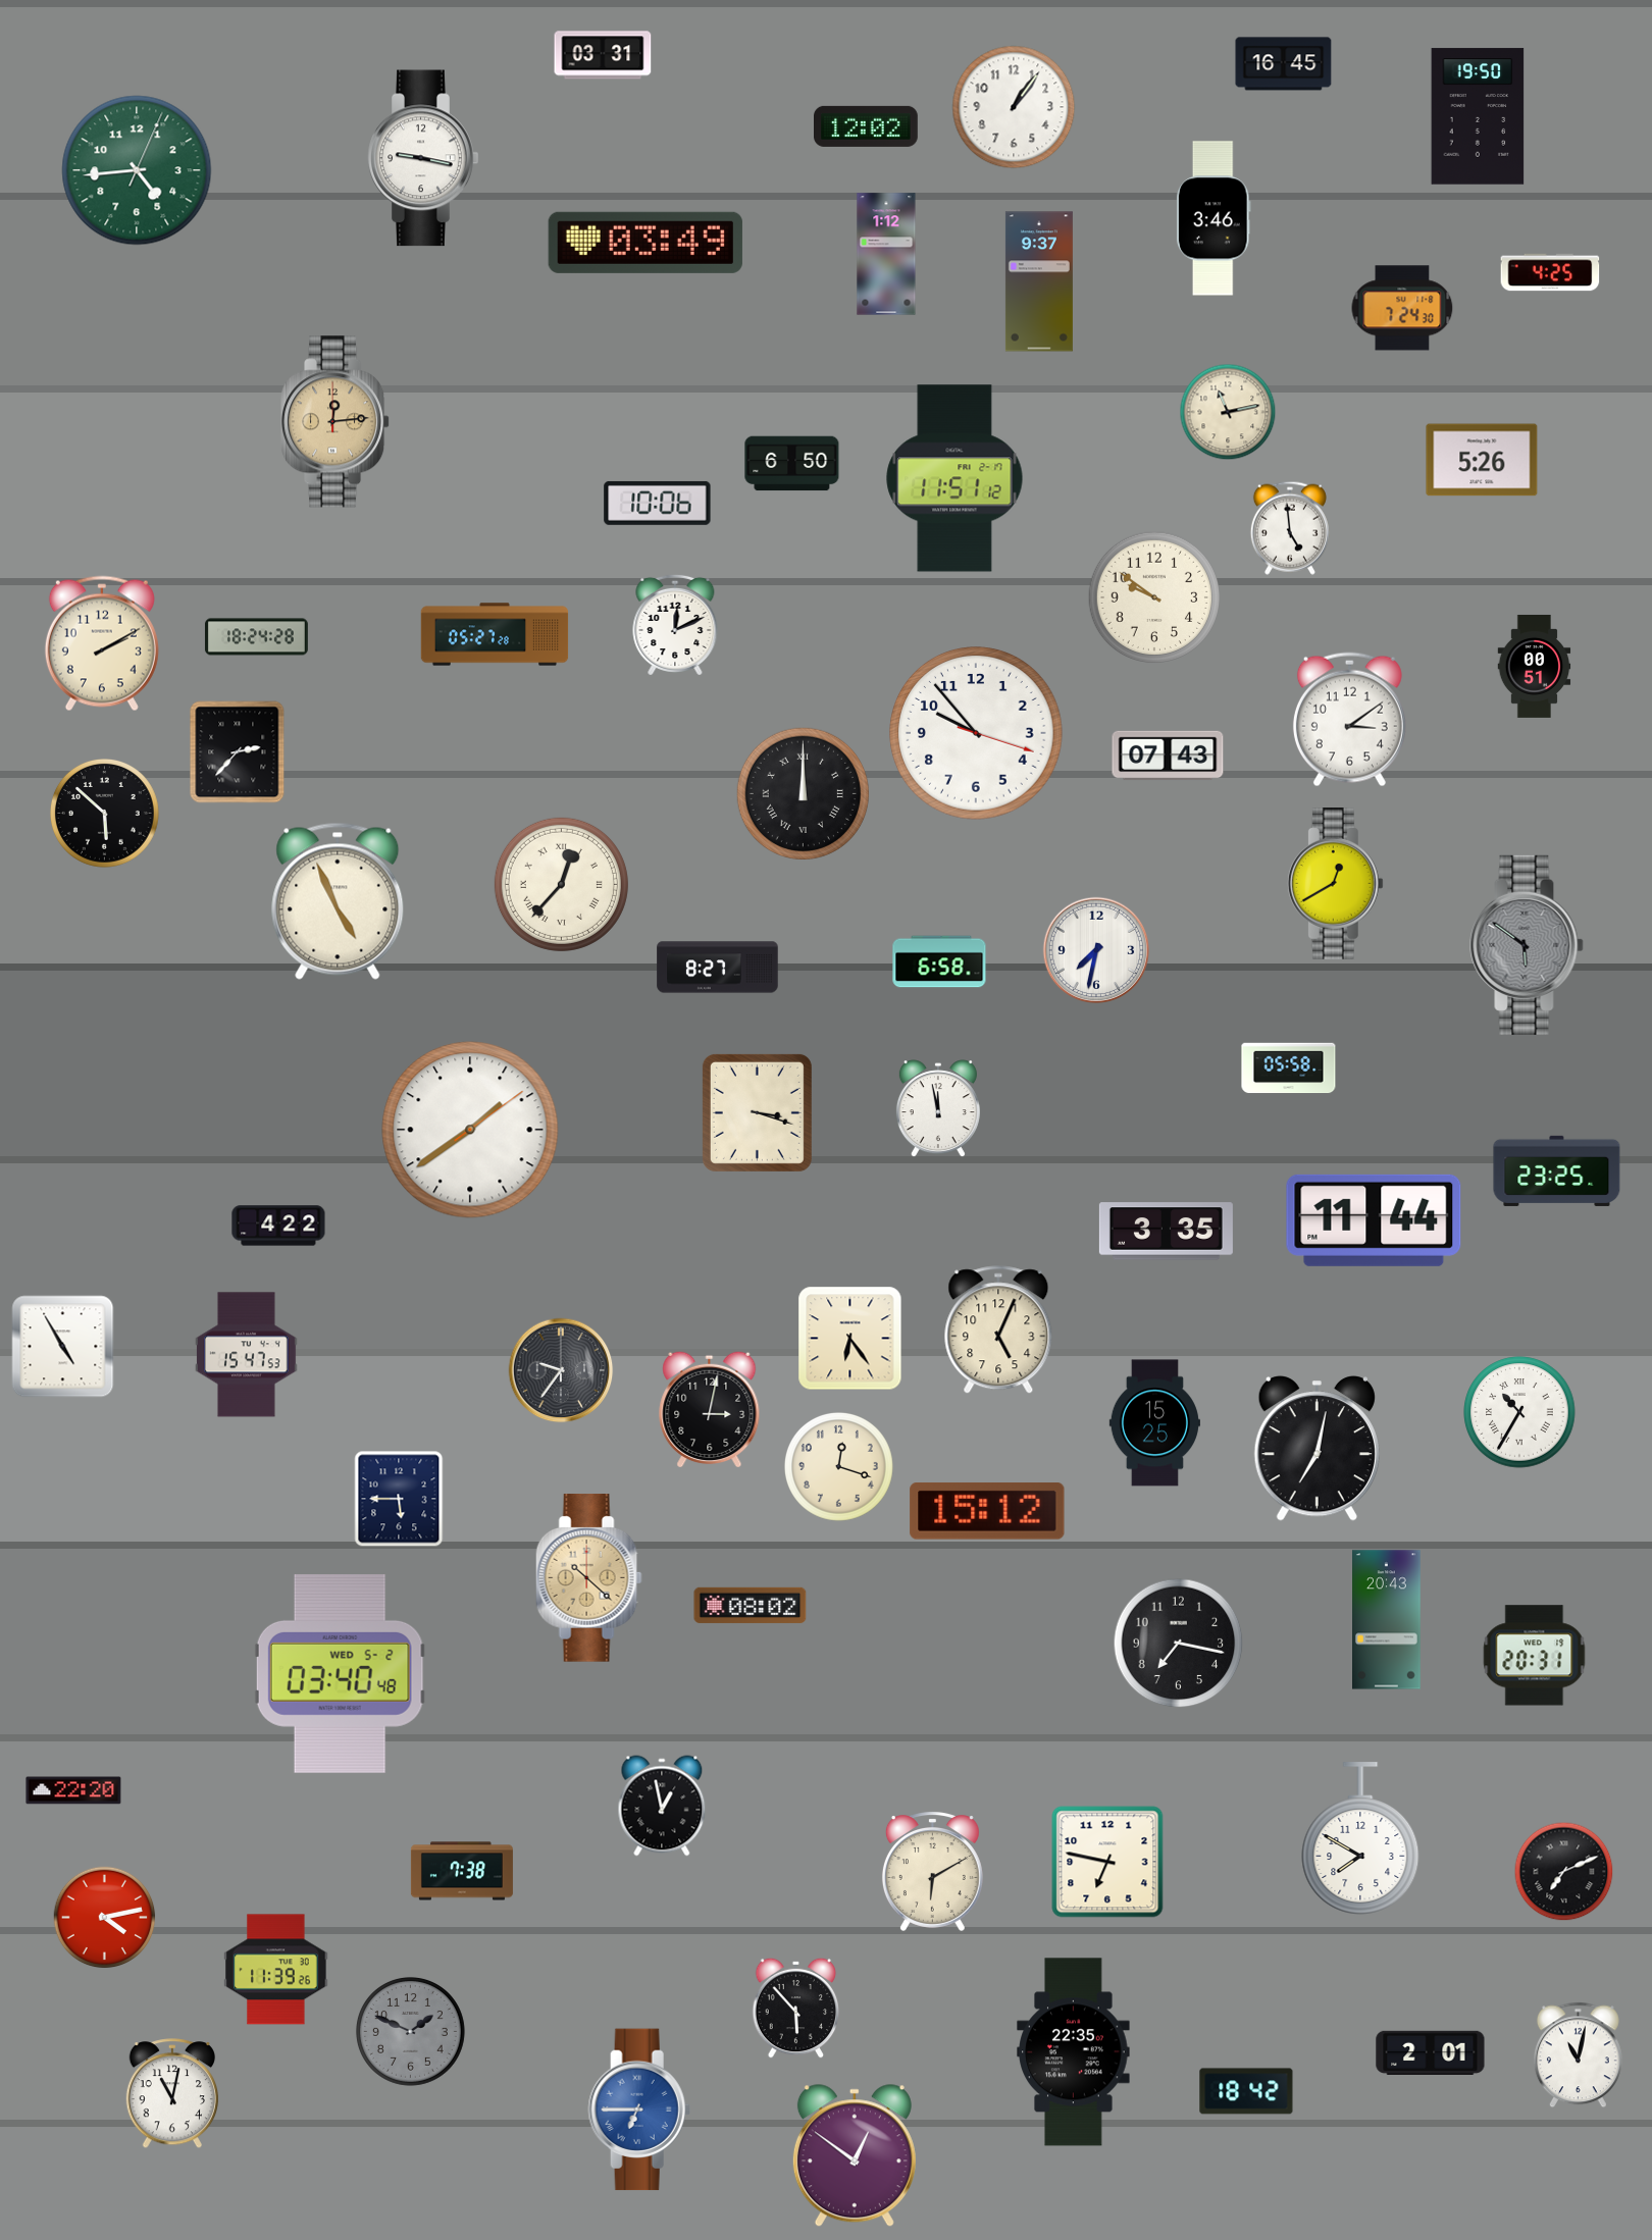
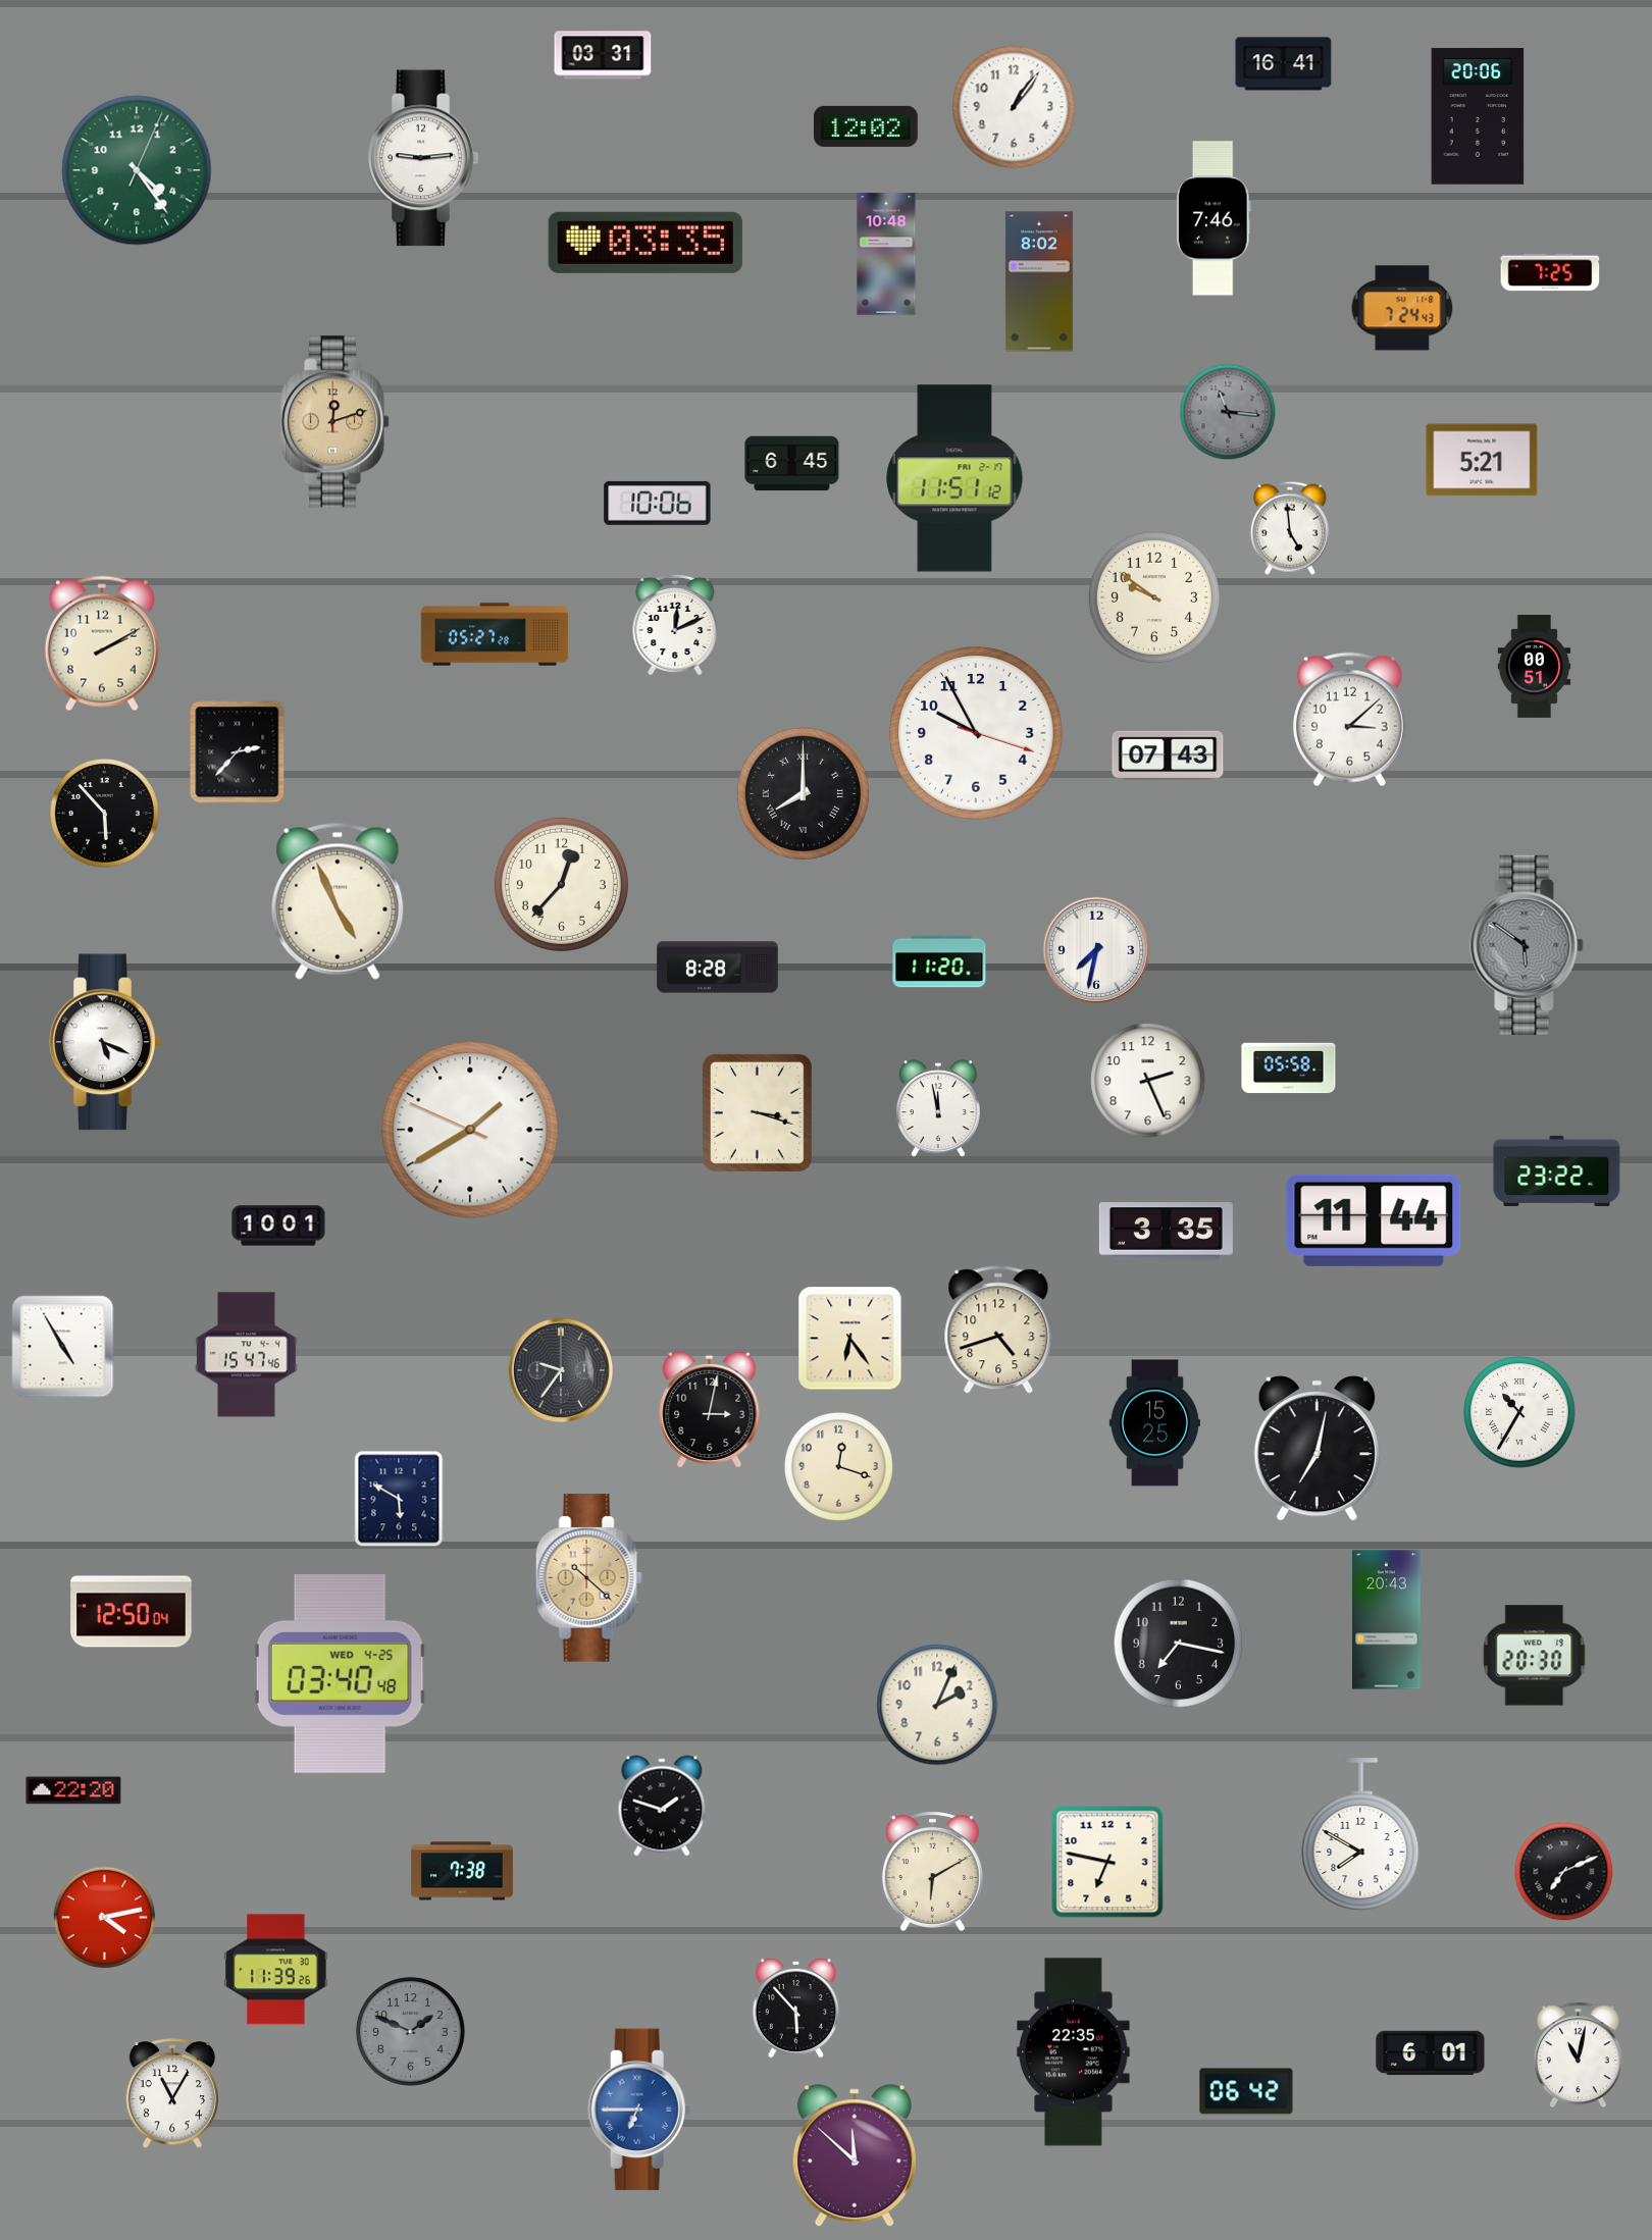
clock at (1284, 64): 16:45 -> 16:41
clock at (1478, 116): 19:50 -> 20:06
clock at (423, 158): 9:17 -> 9:14
clock at (137, 170): 4:44 -> 4:24
clock at (1214, 218): 3:46 -> 7:46
clock at (646, 243): 03:49 -> 03:35
clock at (886, 254): 1:12 -> 10:48
clock at (1550, 272): 4:25 -> 7:25
clock at (1039, 281): 9:37 -> 8:02
clock at (1402, 308): 7:24:30 -> 7:24:43
clock at (1228, 412): 11:13 -> 11:16
clock at (1228, 412) dial: cream -> grey
clock at (337, 422): 12:14 -> 12:12
clock at (1482, 460): 5:26 -> 5:21
clock at (792, 464): 6:50 -> 6:45
clock at (256, 637): 18:24 -> none
clock at (1349, 720): 3:09 -> 3:08
clock at (976, 733): 9:53 -> 9:55
clock at (803, 793): 12:00 -> 8:00
clock at (104, 813): 5:52 -> 5:53
clock at (561, 884) numerals: Roman -> Arabic
clock at (1335, 884): 12:40 -> none
clock at (939, 961): 6:58 -> 11:20
clock at (718, 968): 8:27 -> 8:28
clock at (105, 1042): none -> 5:19
clock at (1148, 1081): none -> 2:26
clock at (470, 1130): 1:39:09 -> 1:39:49
clock at (1557, 1170): 23:25 -> 23:22
clock at (278, 1226): 4:22 -> 10:01
clock at (998, 1331): 5:04 -> 4:42
clock at (247, 1355): 15:47:53 -> 15:47:46
clock at (399, 1499): 5:45 -> 5:50
clock at (987, 1512): 15:12 -> none
clock at (751, 1605): 08:02 -> none
clock at (132, 1612): none -> 12:50
clock at (1535, 1656): 20:31 -> 20:30
clock at (340, 1673) date: WED 5-2 -> WED 4-25
clock at (937, 1705): none -> 2:04
clock at (662, 1806): 12:58 -> 1:48
clock at (1360, 1838) position: (1360, 1838) -> (1360, 1834)
clock at (1431, 2052): 2:01 -> 6:01
clock at (1246, 2091): 18:42 -> 06:42
clock at (171, 2094): 11:02 -> 11:05
clock at (855, 2156): 12:51 -> 11:52
